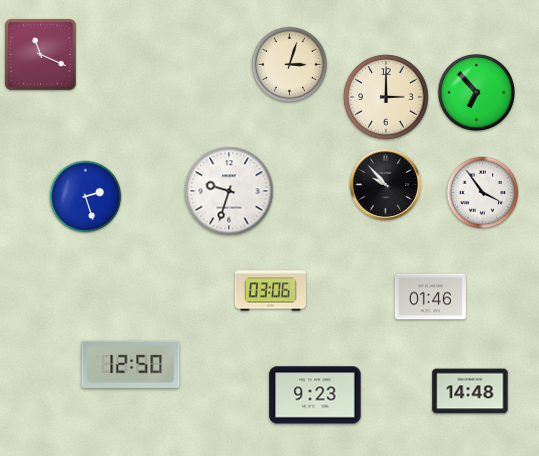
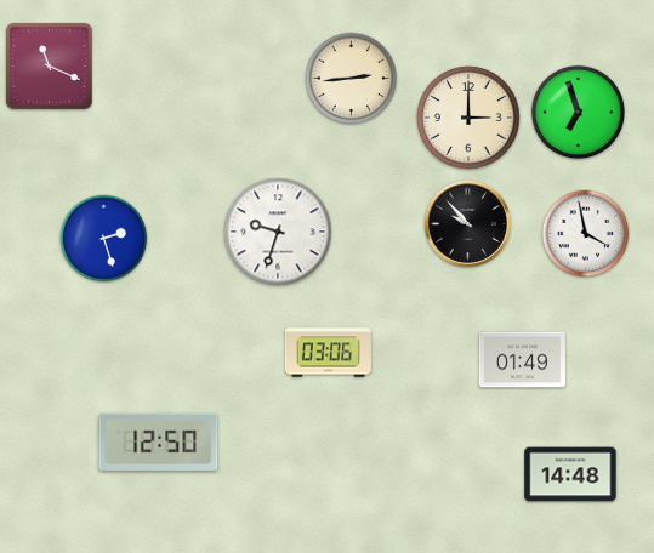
clock at (290, 65): 3:03 -> 2:44
clock at (476, 92): 6:53 -> 6:57
clock at (483, 193): 3:54 -> 3:58
clock at (430, 297): 01:46 -> 01:49
clock at (315, 395): 9:23 -> none
